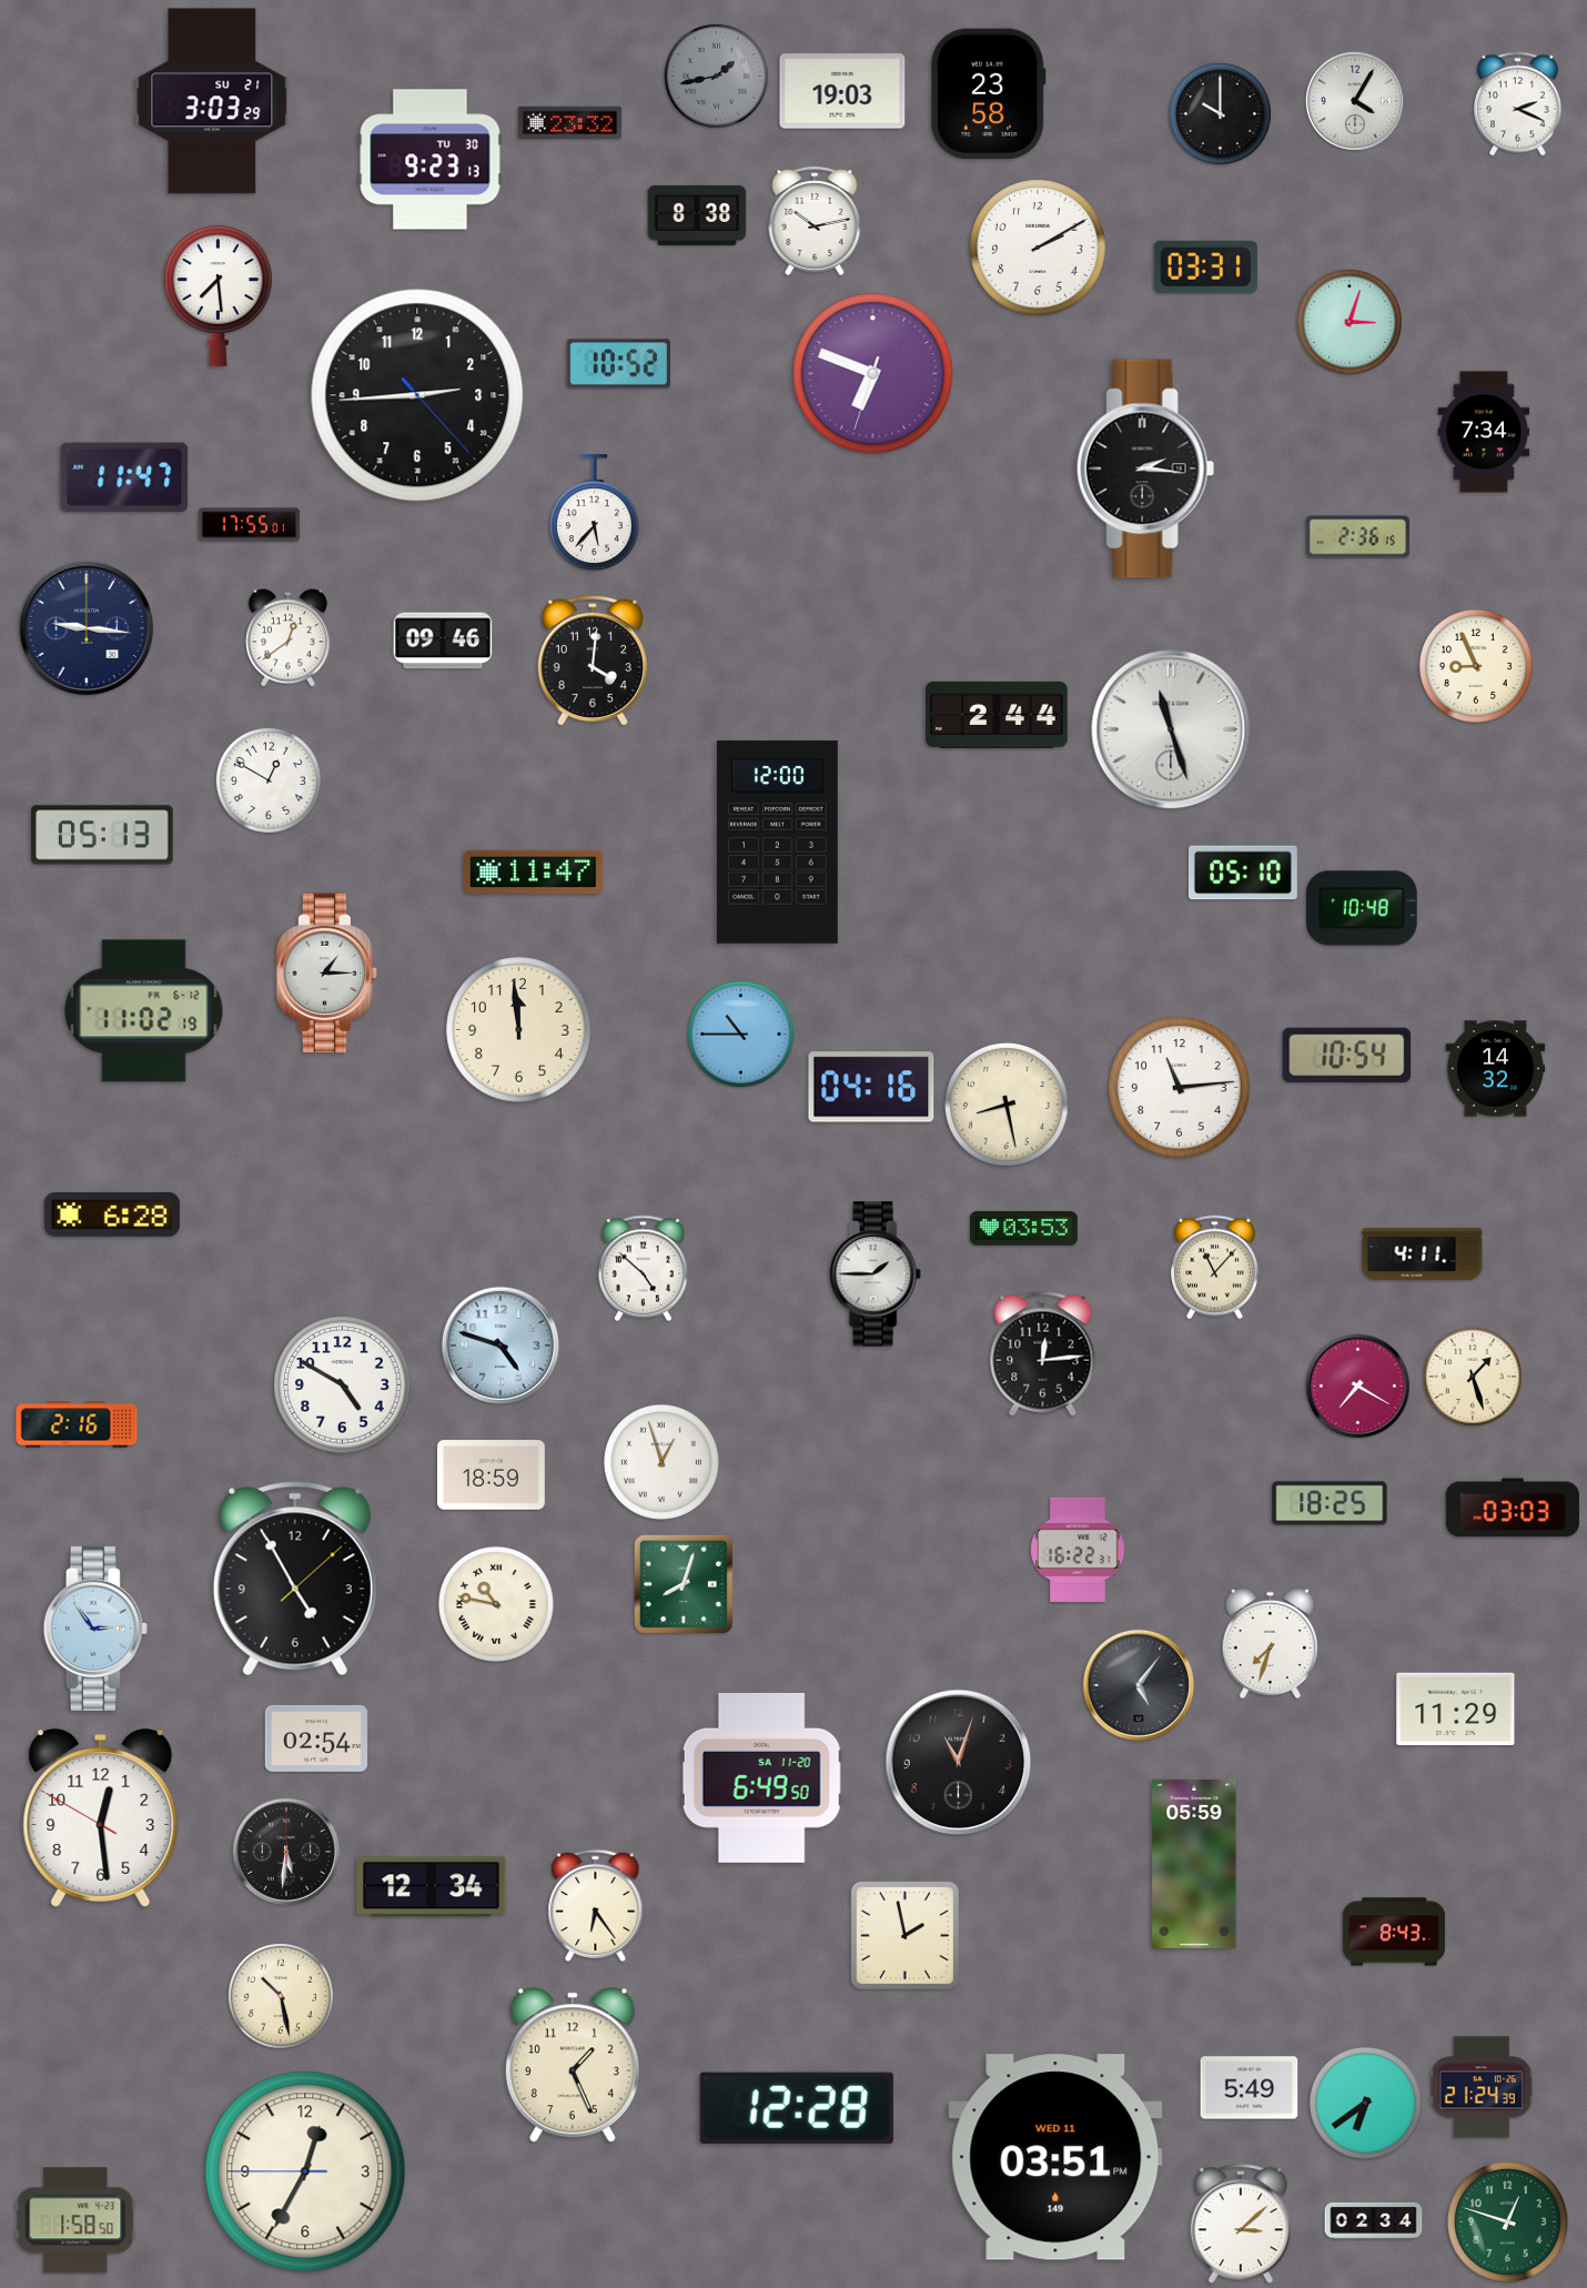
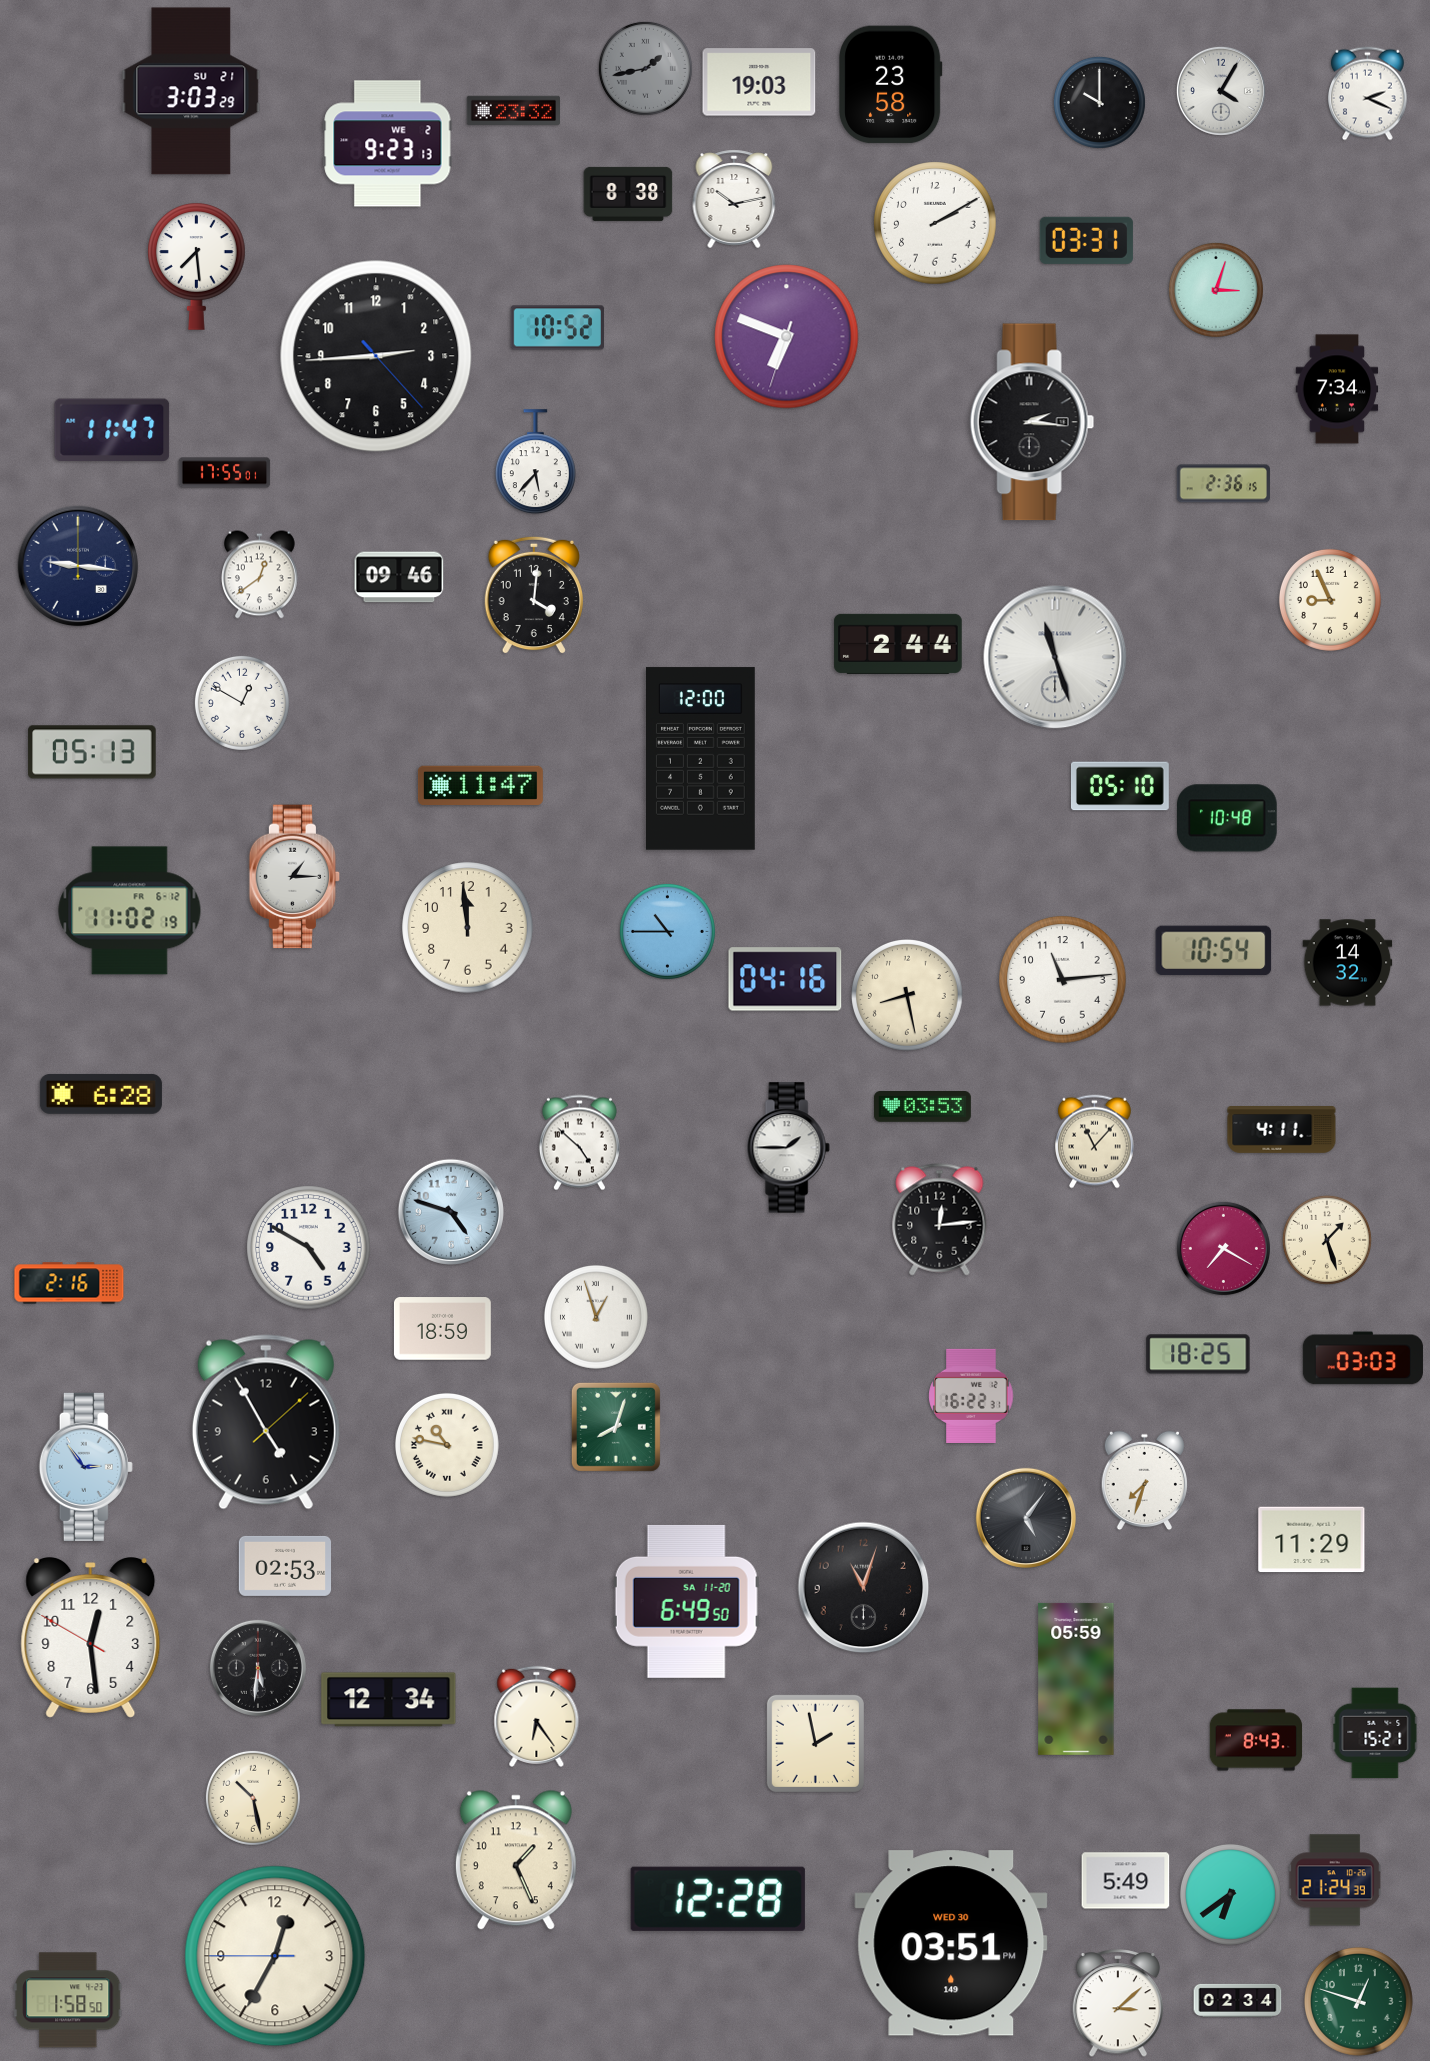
clock at (431, 160) date: TU 30 -> WE 2
clock at (316, 1738): 02:54 -> 02:53
clock at (1375, 1733): none -> 15:21
clock at (1055, 2157) date: WED 11 -> WED 30
